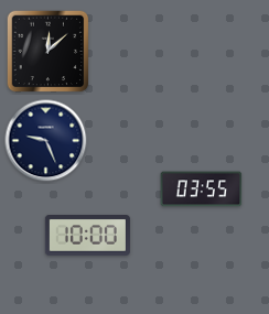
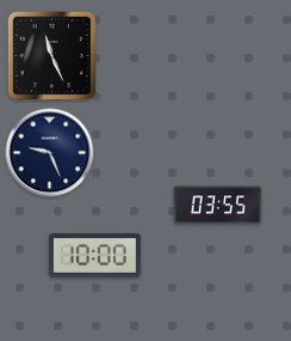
clock at (49, 52): 12:08 -> 11:26
